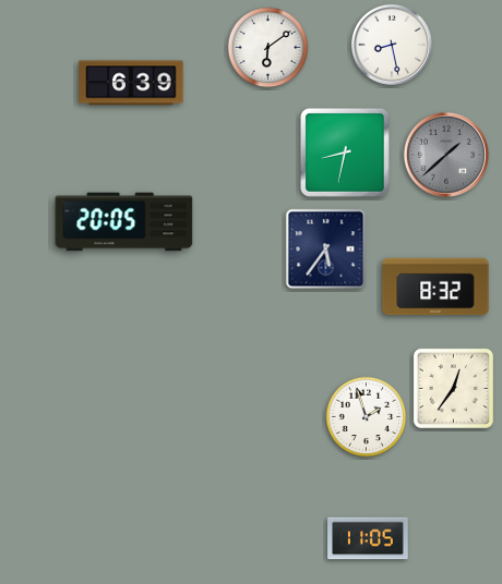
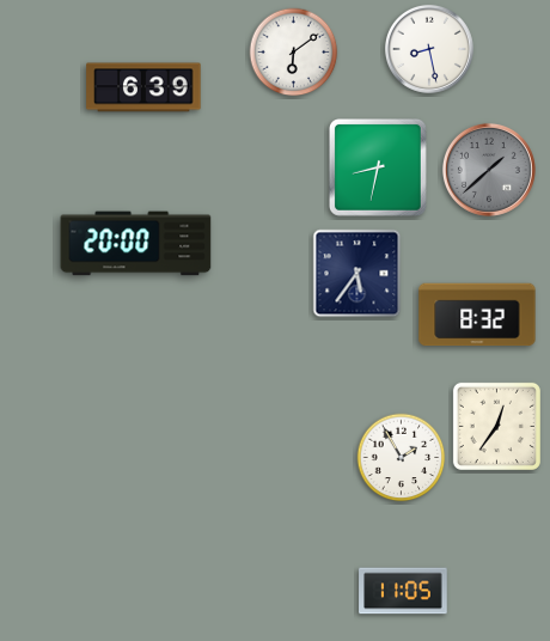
clock at (131, 83) position: (131, 83) -> (143, 87)
clock at (124, 222): 20:05 -> 20:00
clock at (367, 417): 1:57 -> 1:55
